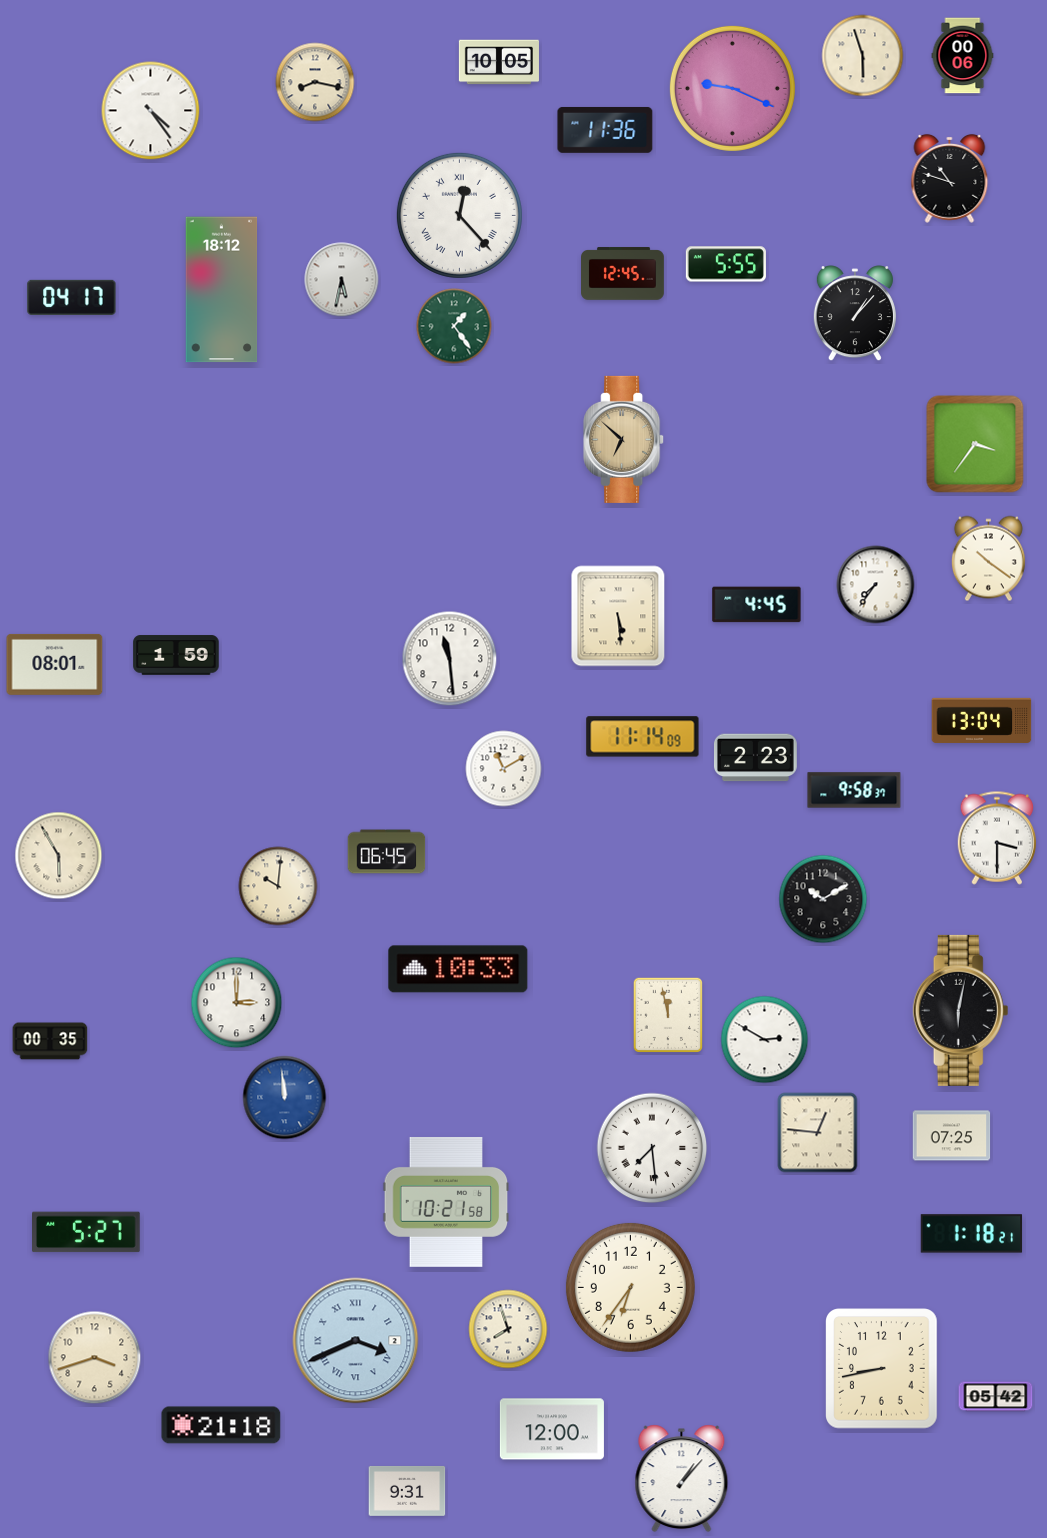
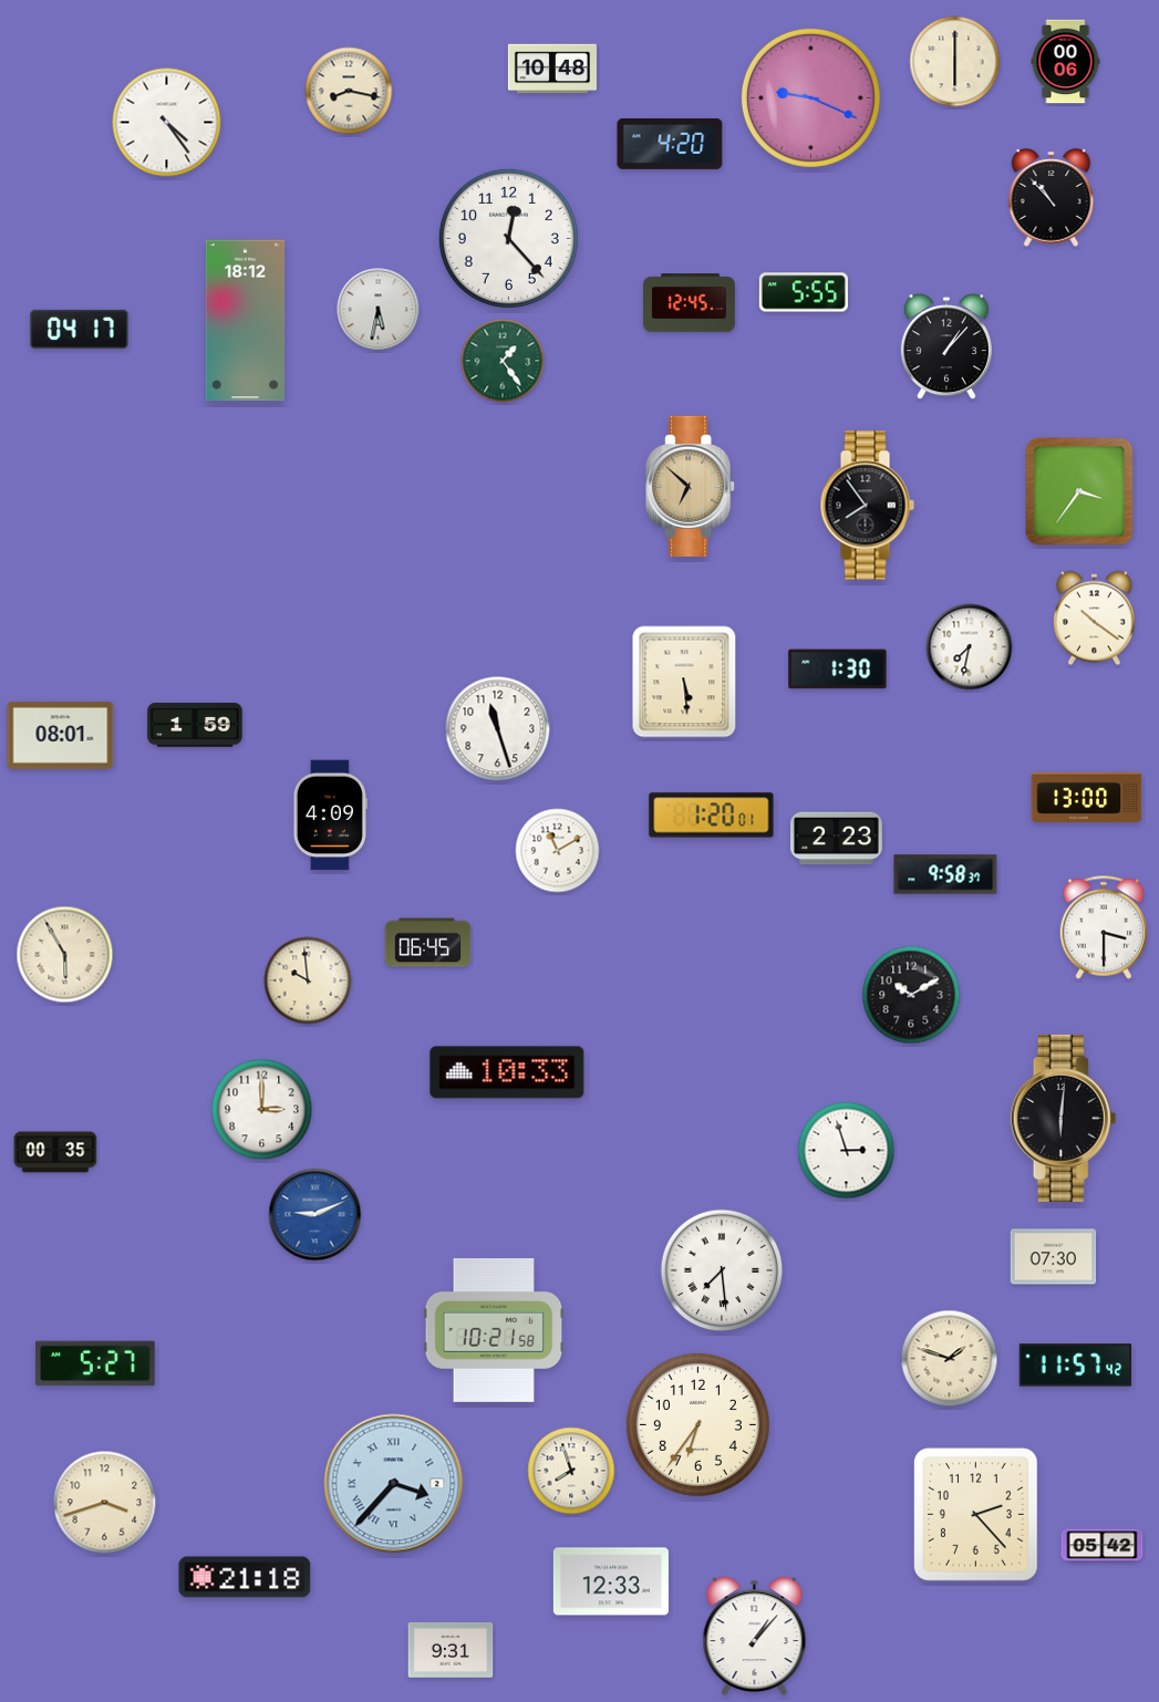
clock at (863, 56): 5:57 -> 6:00
clock at (499, 62): 10:05 -> 10:48
clock at (605, 130): 11:36 -> 4:20
clock at (950, 178): 10:48 -> 10:53
clock at (459, 215) numerals: Roman -> Arabic
clock at (867, 506): none -> 7:54
clock at (876, 585): 7:36 -> 7:32
clock at (757, 605): 4:45 -> 1:30
clock at (450, 659): 11:29 -> 11:27
clock at (982, 720): 13:04 -> 13:00
clock at (330, 816): none -> 4:09
clock at (643, 737): 11:14 -> 1:20
clock at (59, 856) position: (59, 856) -> (65, 955)
clock at (278, 886): 10:01 -> 9:59
clock at (961, 1010): 6:02 -> 6:01
clock at (667, 1014): 11:58 -> none
clock at (765, 1040): 2:50 -> 2:57
clock at (285, 1098): 11:59 -> 9:11
clock at (818, 1133): 12:46 -> none
clock at (952, 1136): 07:25 -> 07:30
clock at (950, 1359): none -> 1:48
clock at (972, 1234): 1:18 -> 11:57
clock at (508, 1329) position: (508, 1329) -> (571, 1471)
clock at (356, 1341): 3:41 -> 3:37
clock at (882, 1369): 8:43 -> 2:23
clock at (552, 1429): 12:00 -> 12:33
